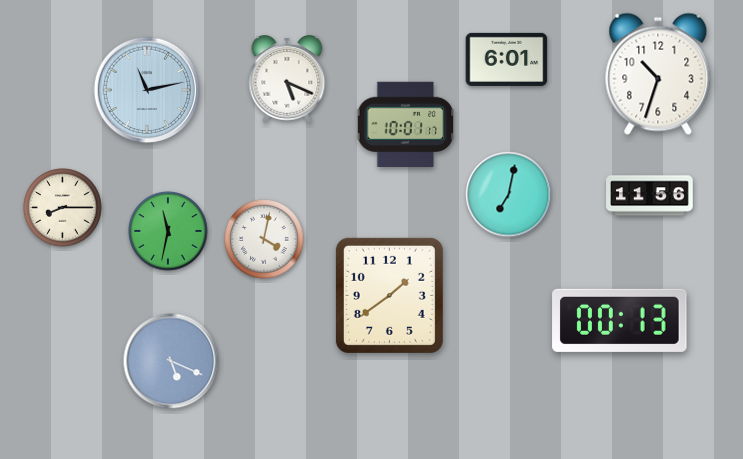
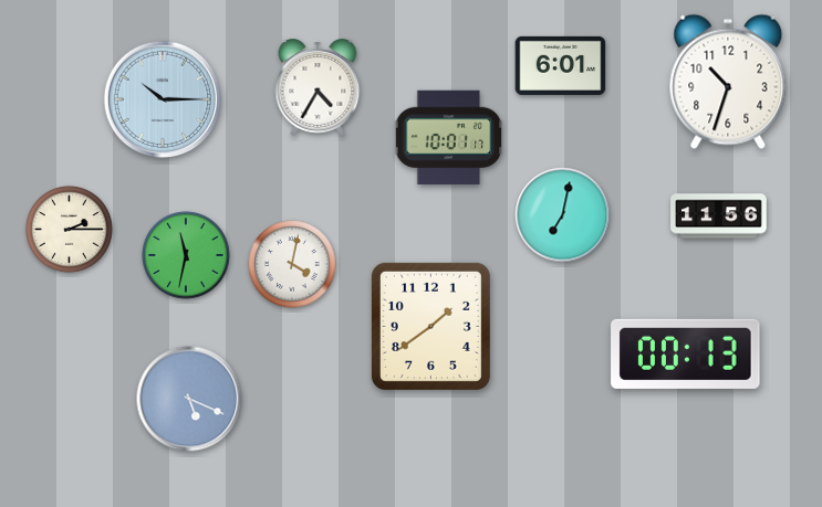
clock at (287, 80): 5:19 -> 4:35
clock at (147, 90): 11:13 -> 10:15
clock at (63, 208): 8:15 -> 2:15
